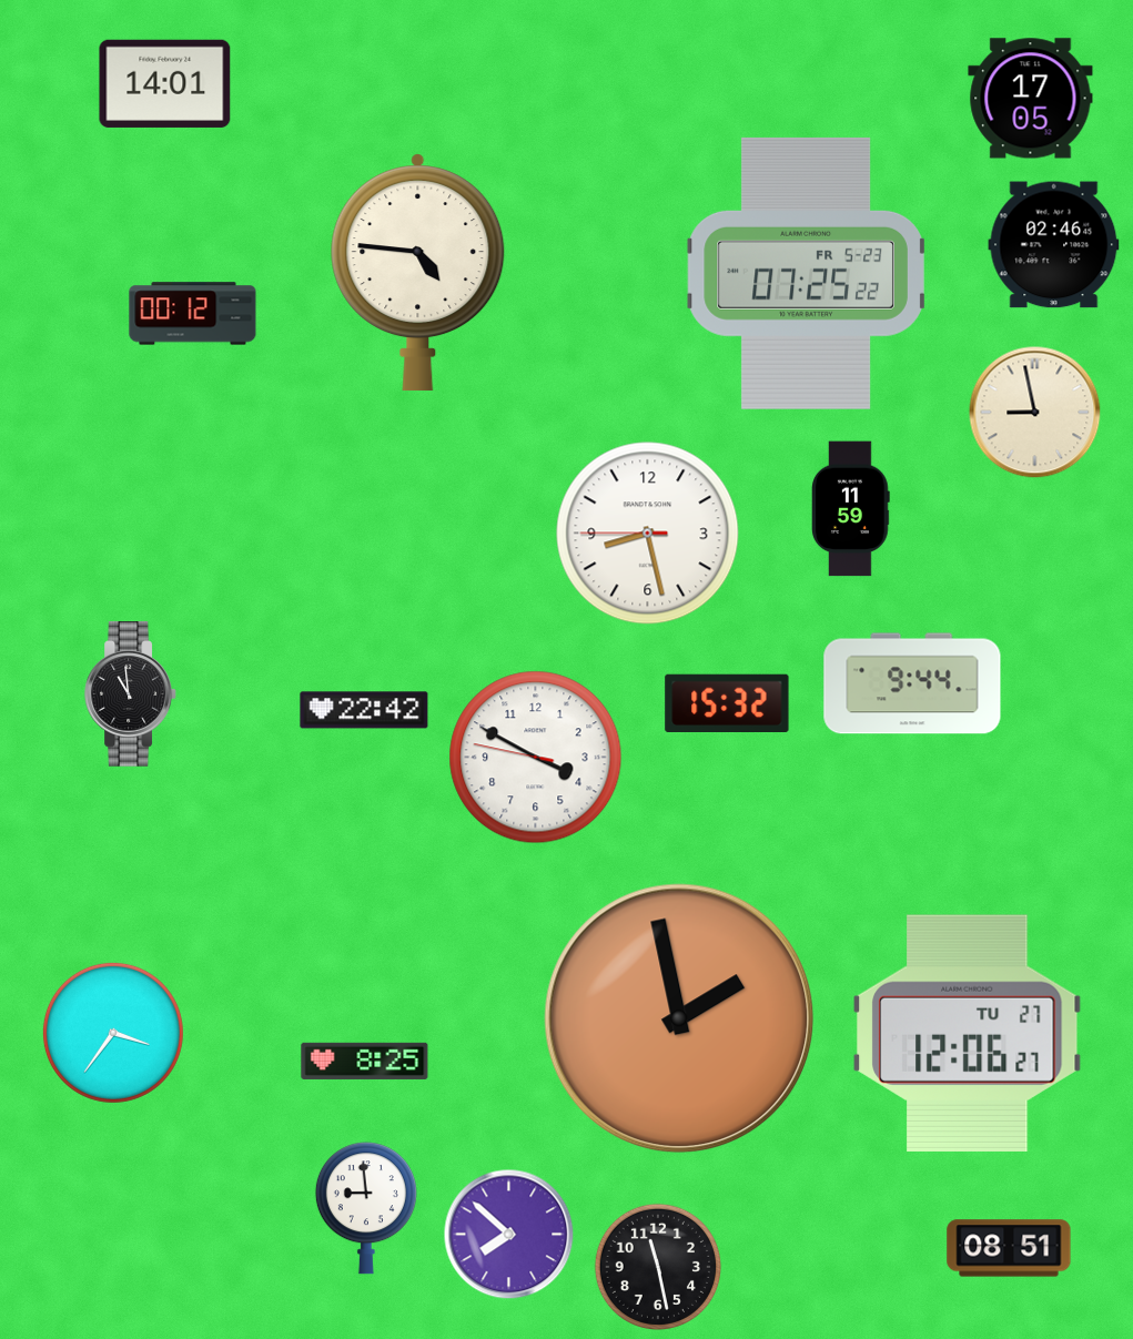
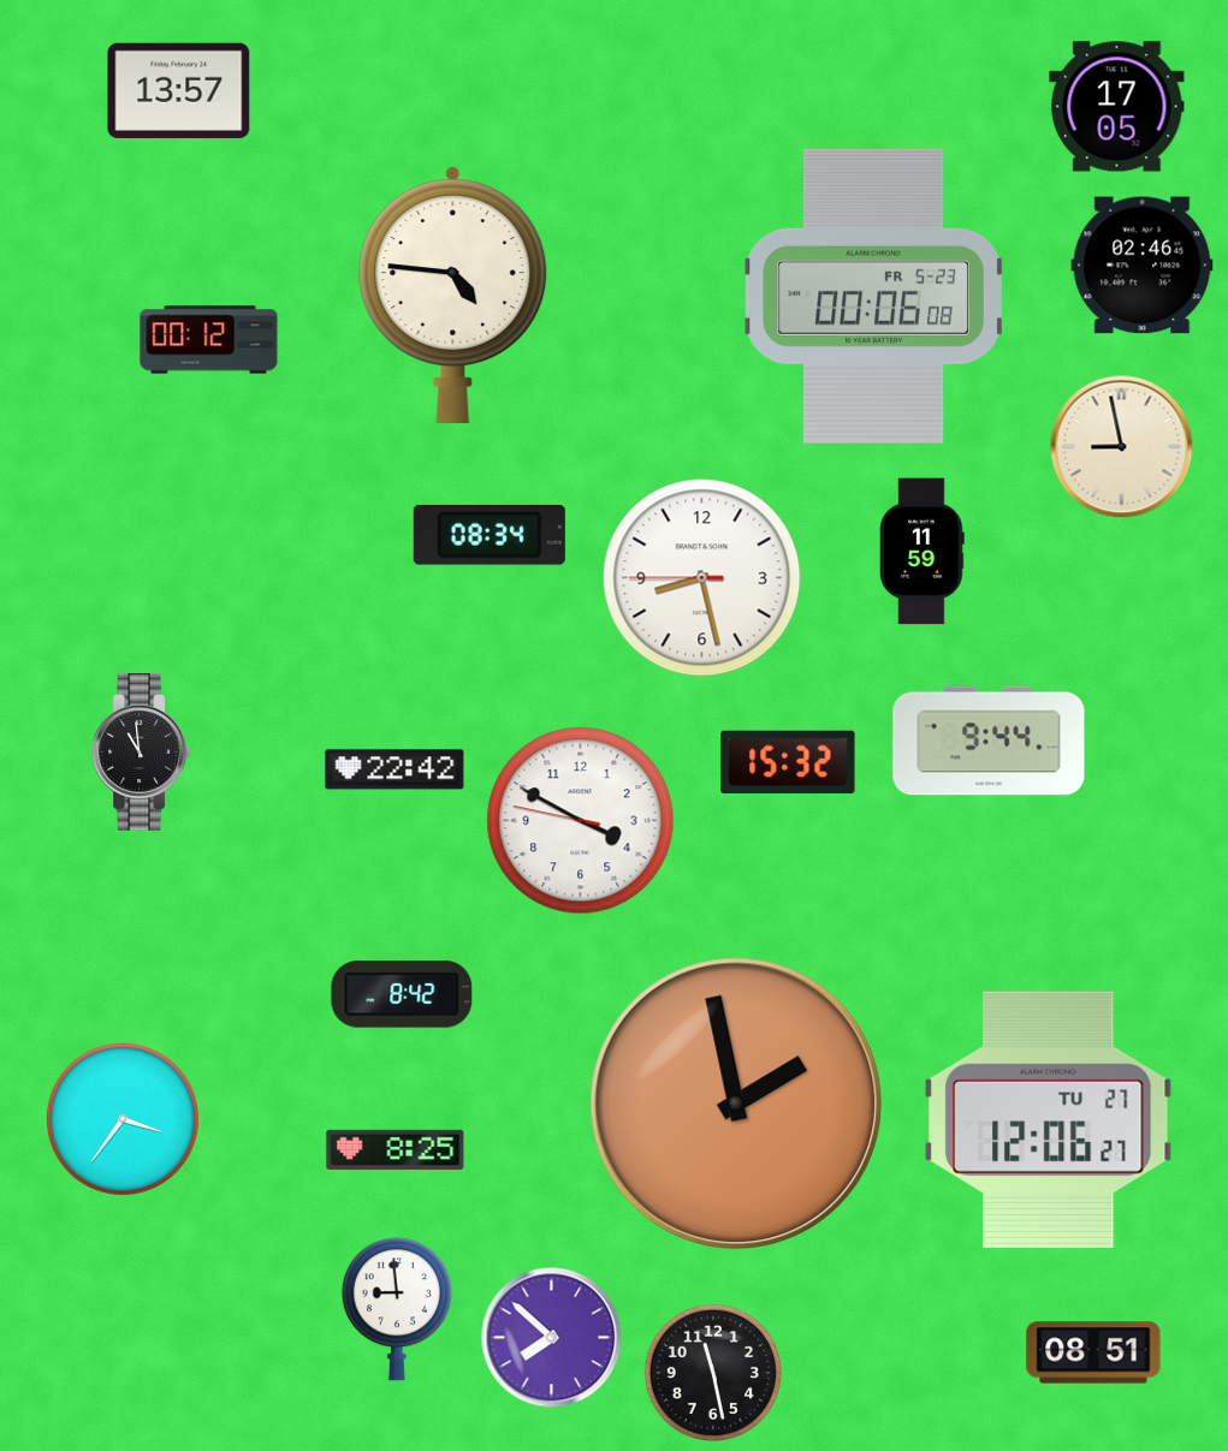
clock at (165, 83): 14:01 -> 13:57
clock at (807, 273): 07:25 -> 00:06
clock at (490, 535): none -> 08:34
clock at (402, 994): none -> 8:42
